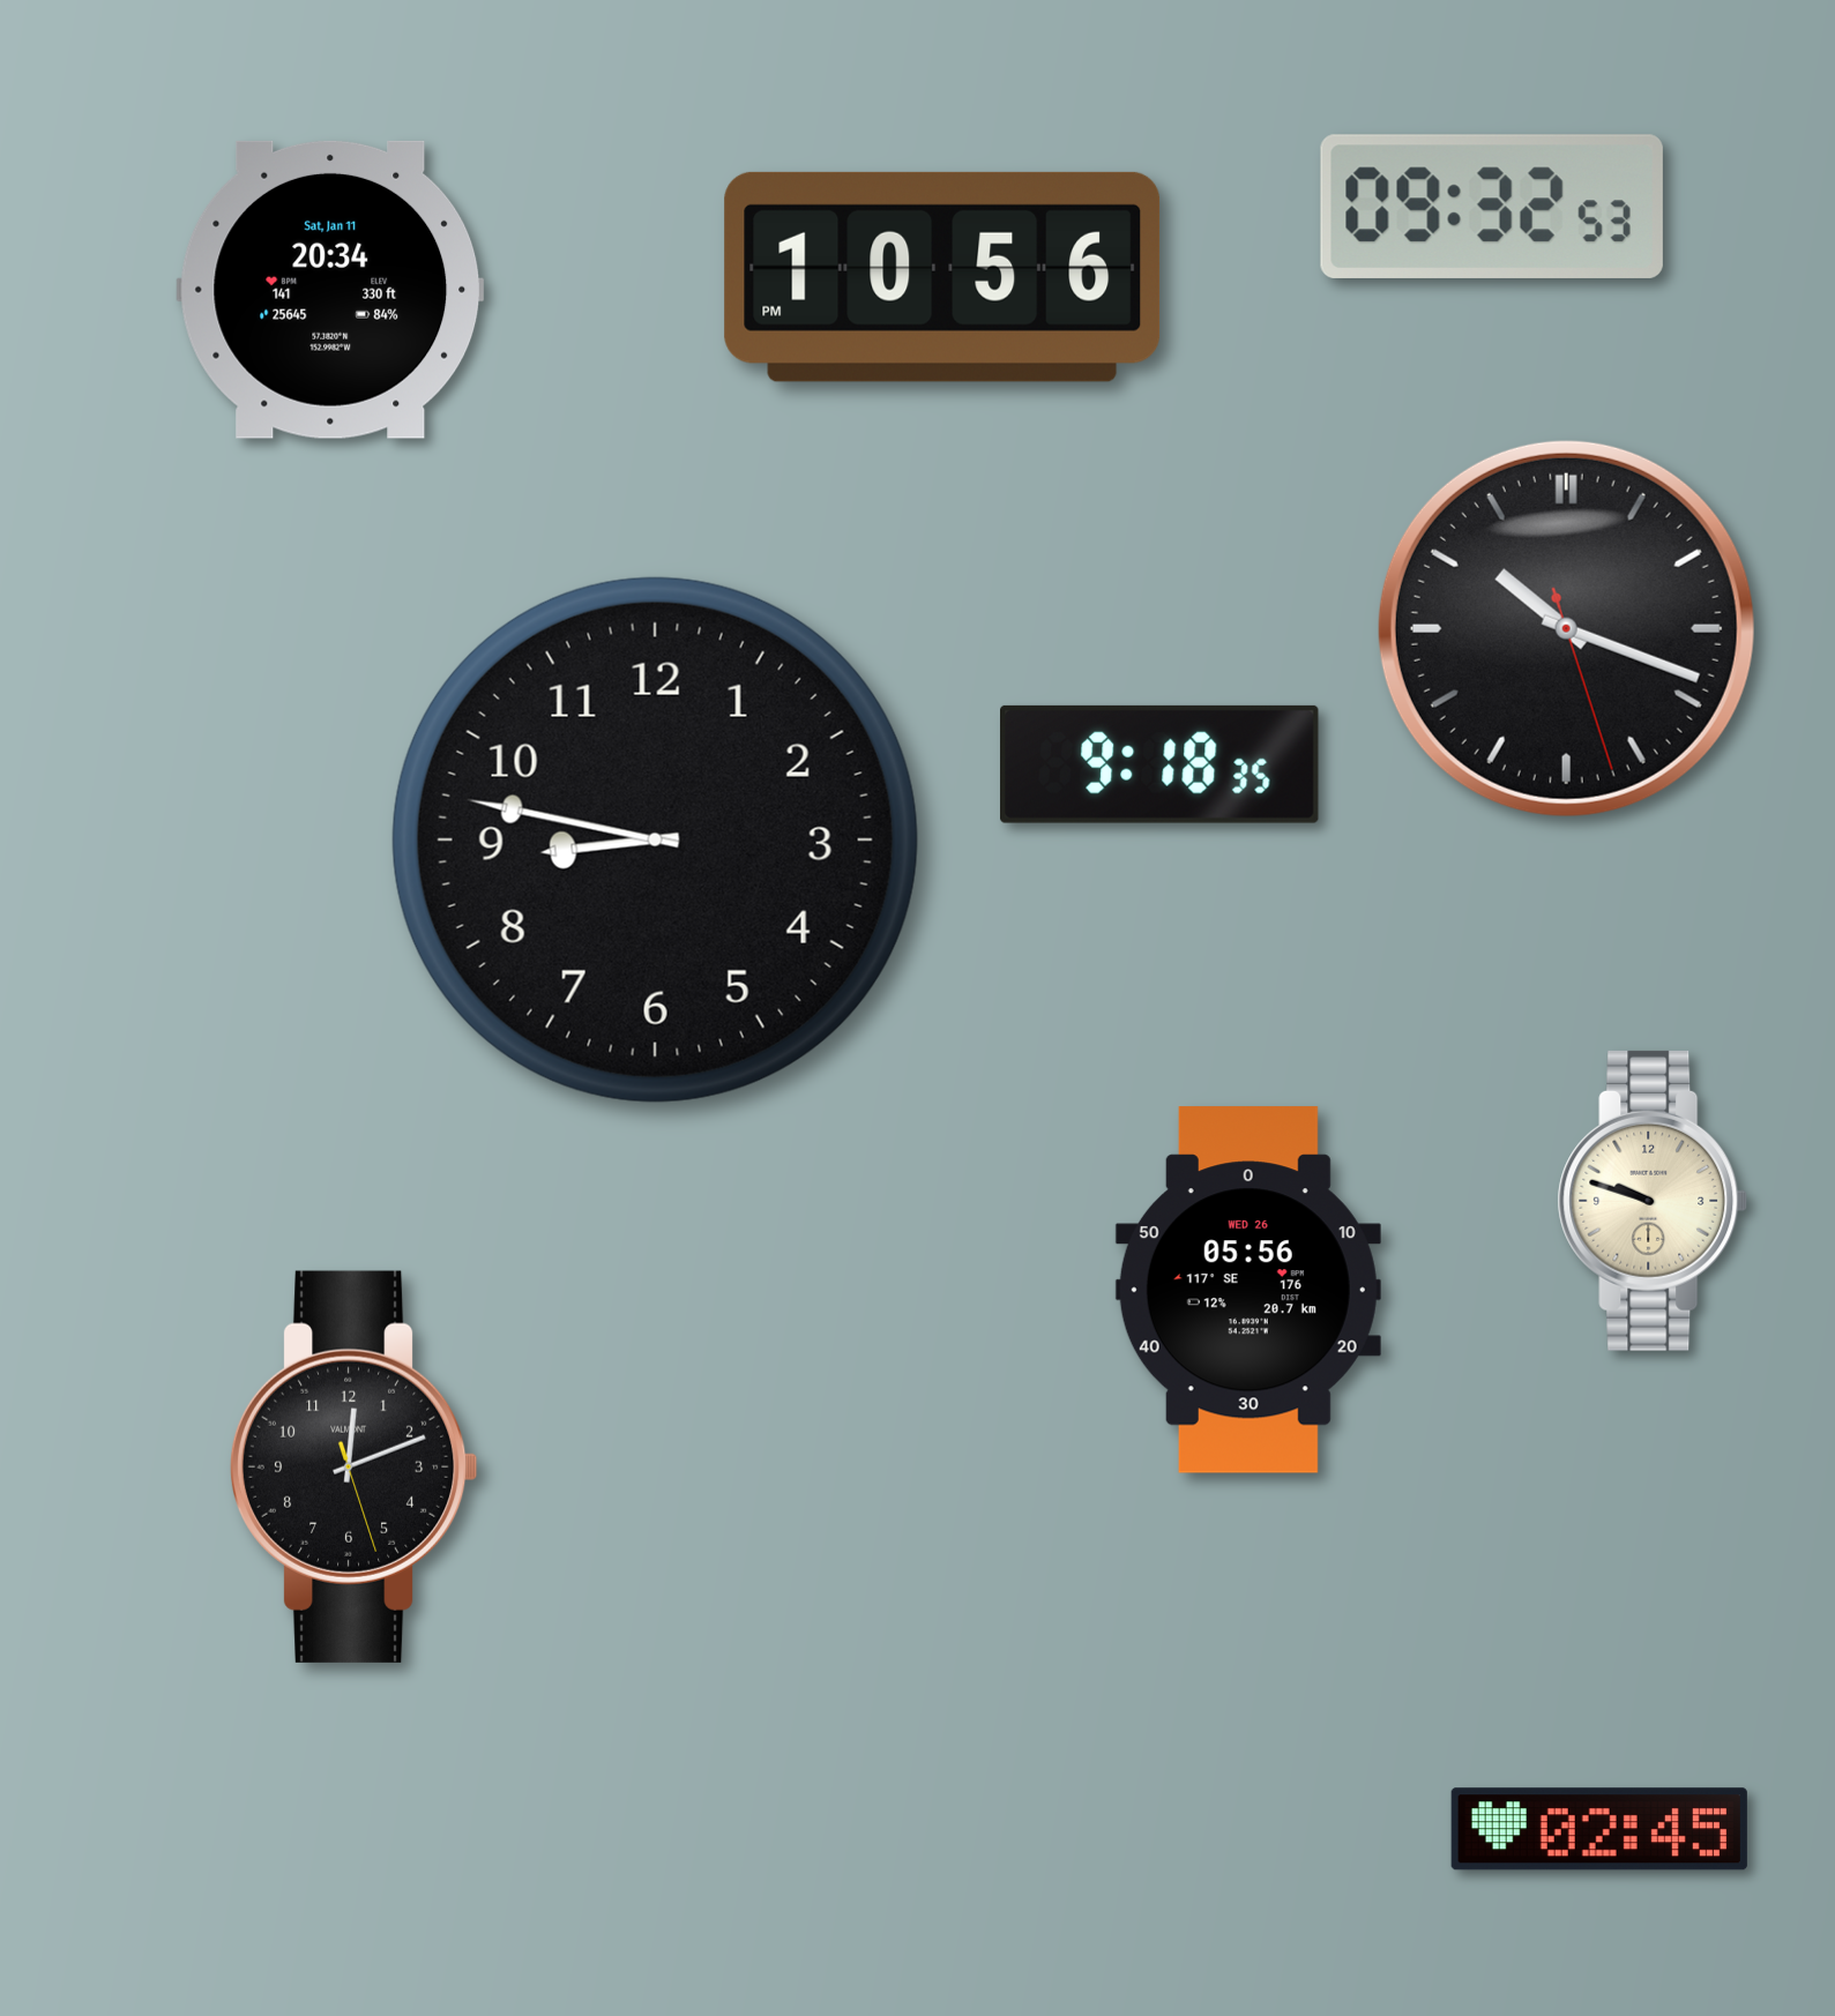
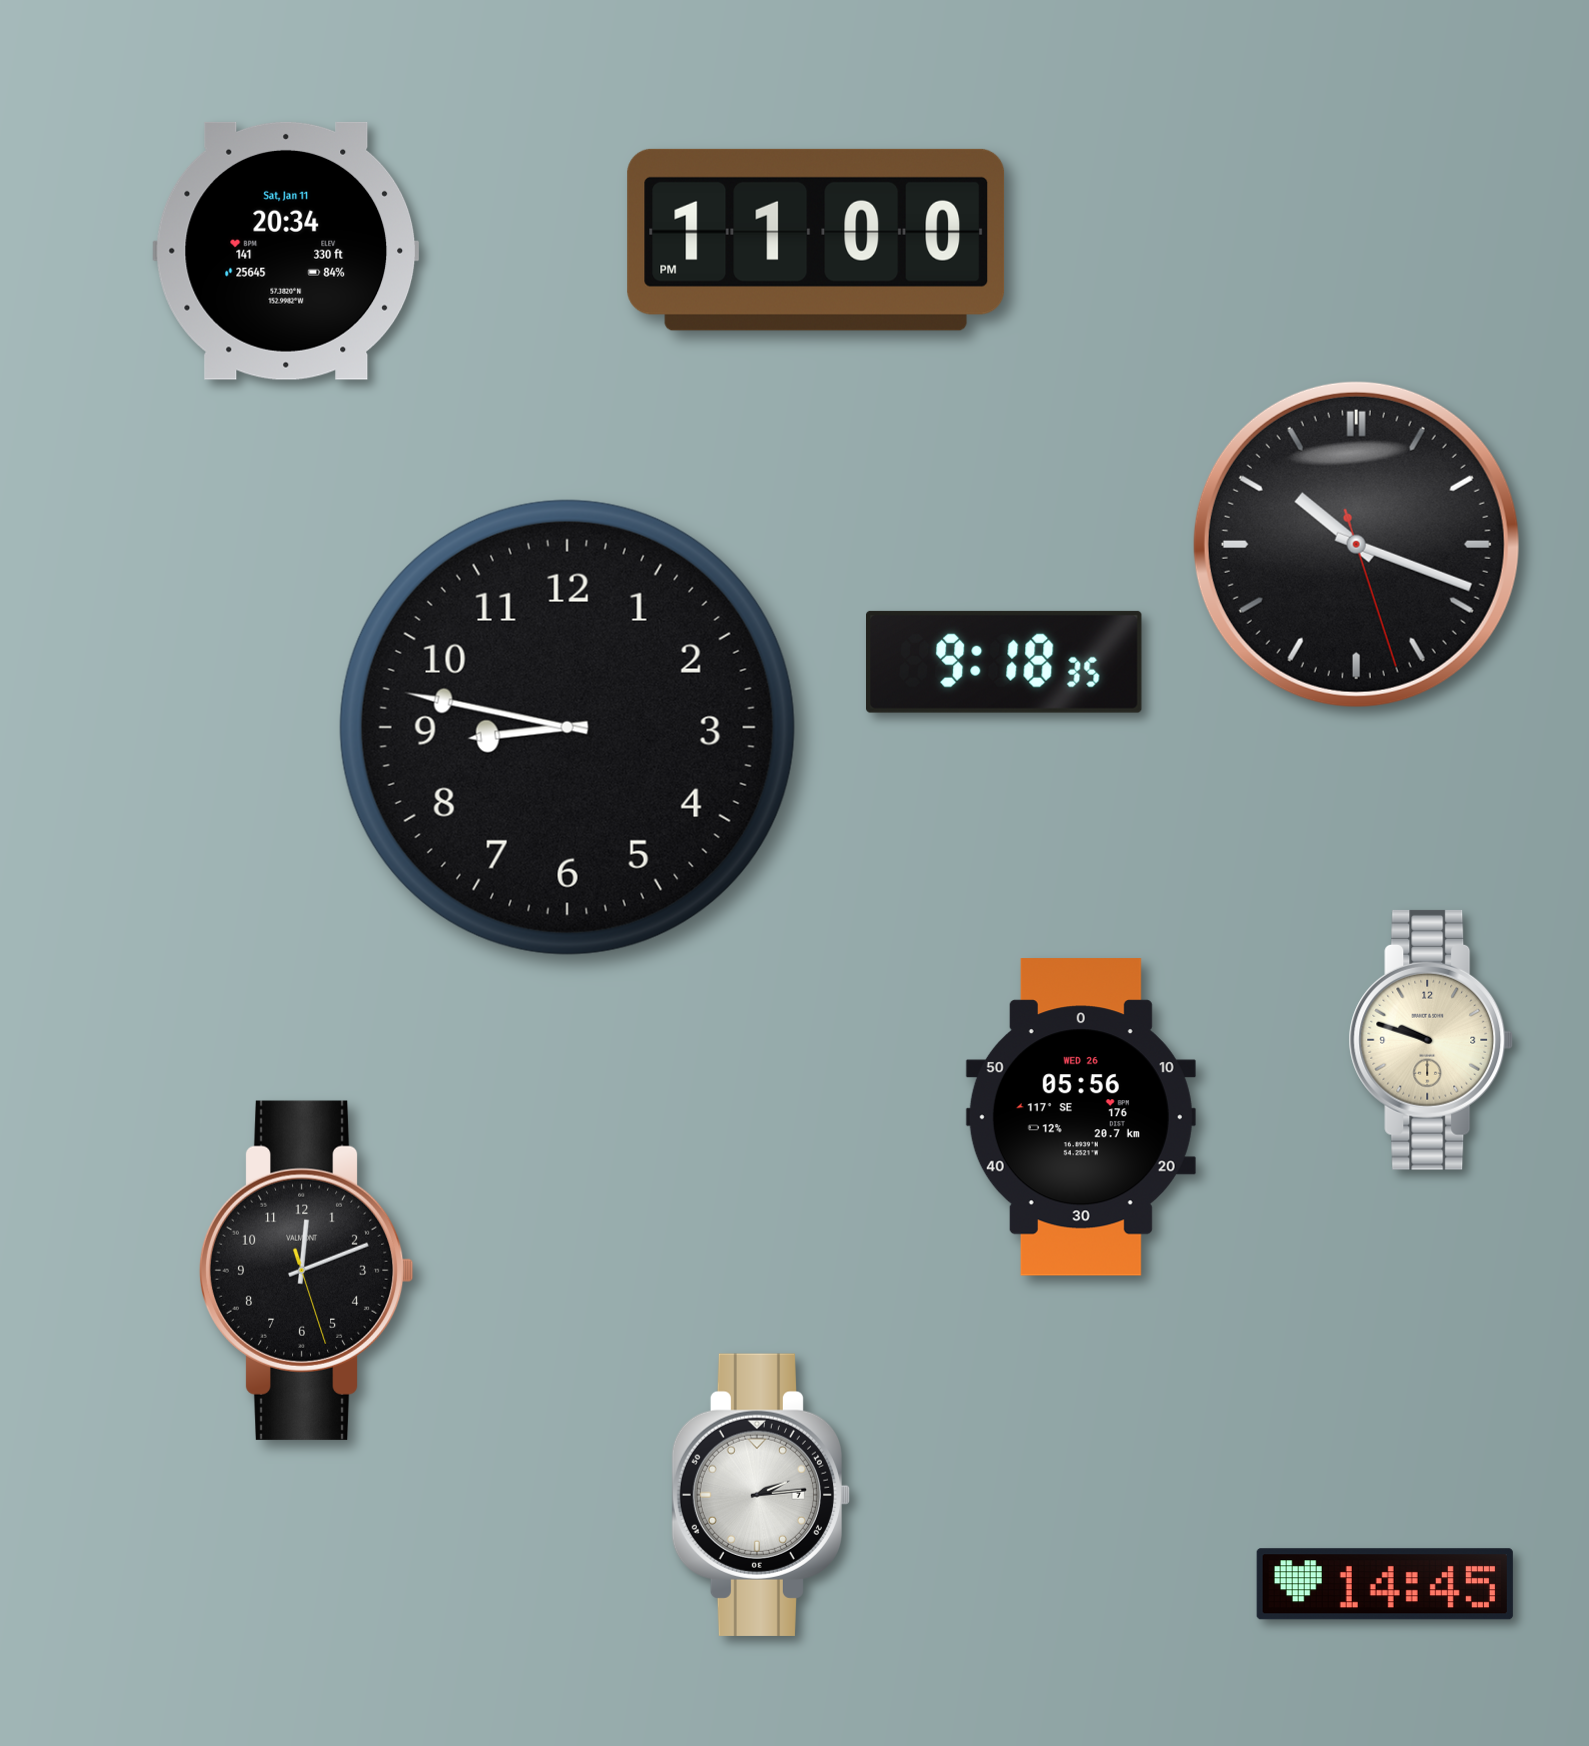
clock at (1492, 207): 09:32 -> none
clock at (942, 277): 10:56 -> 11:00
clock at (760, 1495): none -> 2:14
clock at (1599, 1829): 02:45 -> 14:45
